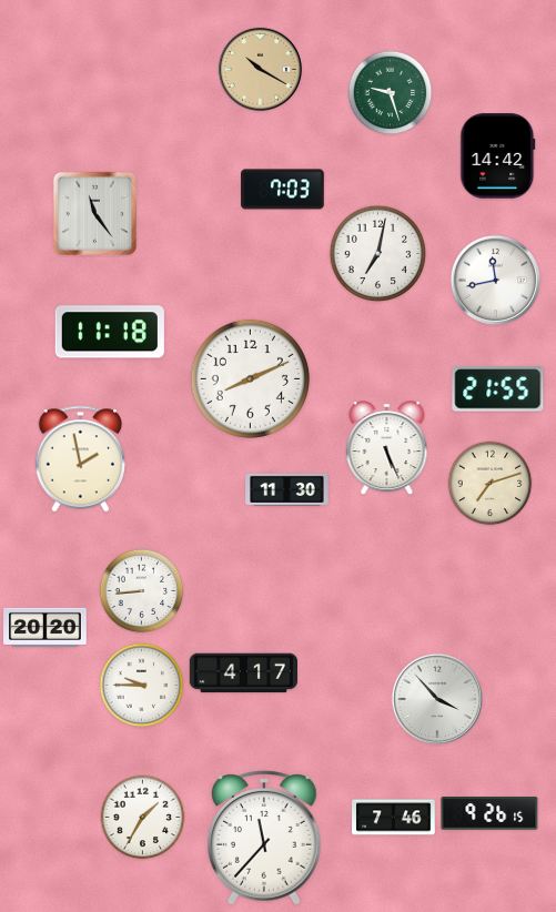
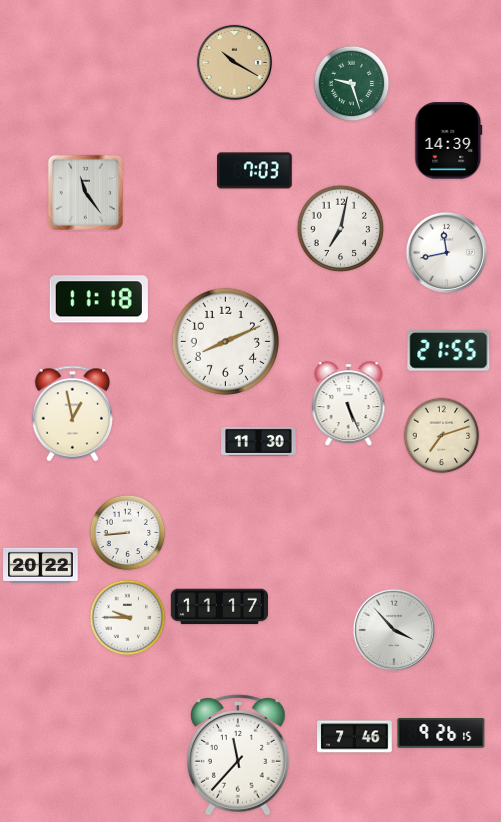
clock at (498, 156): 14:42 -> 14:39
clock at (80, 459): 1:58 -> 12:58
clock at (46, 627): 20:20 -> 20:22
clock at (243, 673): 4:17 -> 11:17
clock at (143, 818): 1:35 -> none
